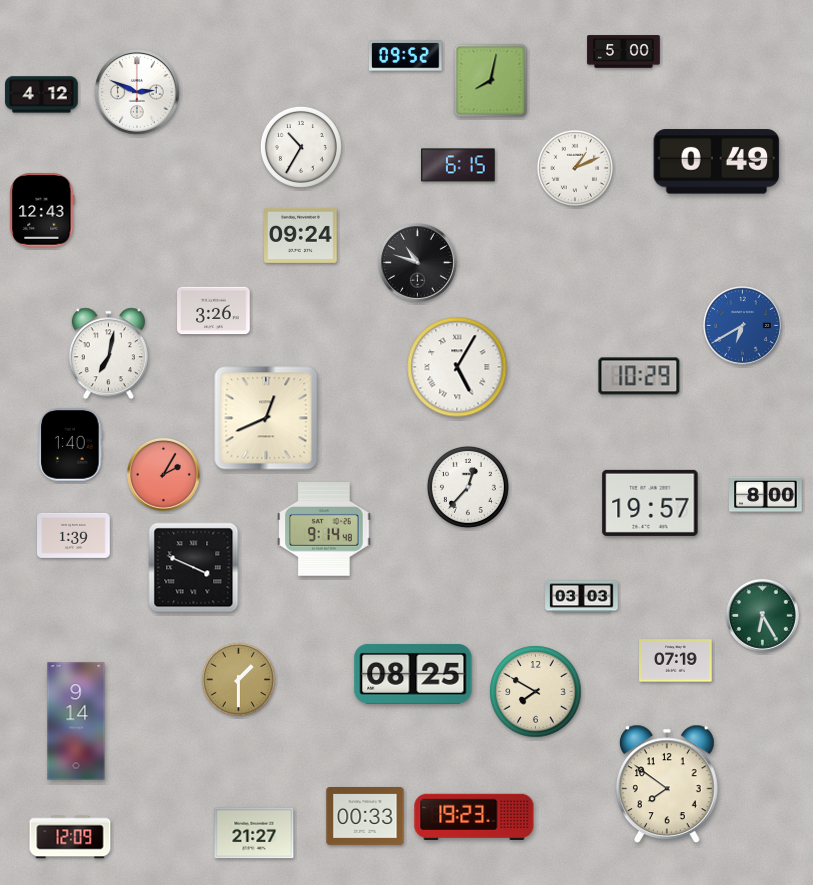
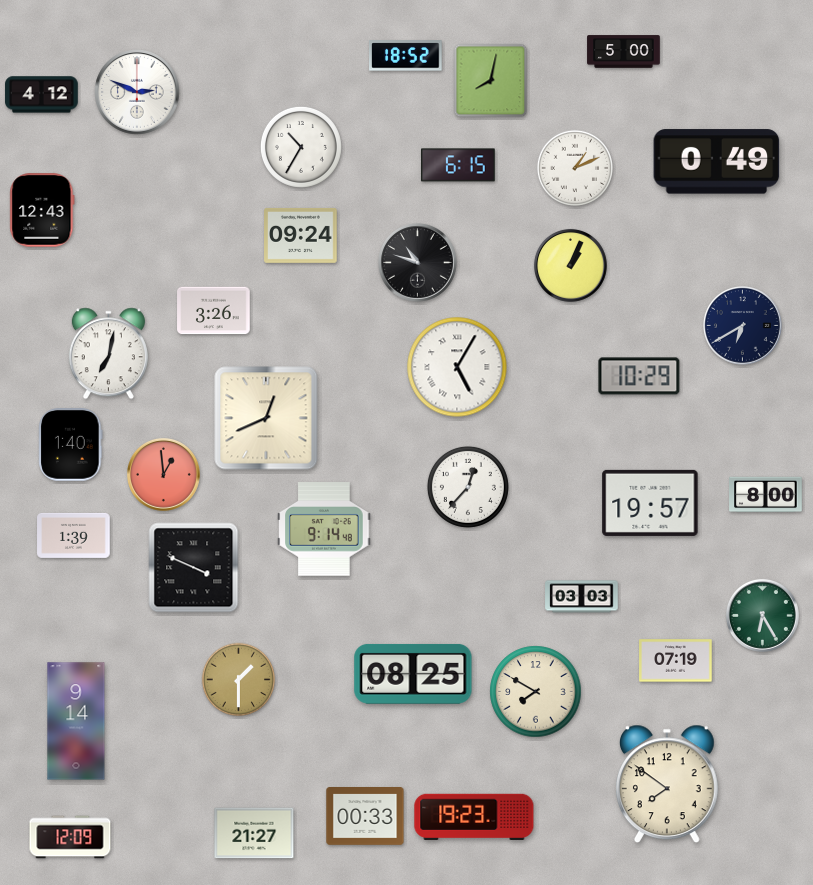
clock at (406, 56): 09:52 -> 18:52
clock at (570, 265): none -> 1:04
clock at (743, 326) dial: blue -> navy
clock at (163, 474): 2:05 -> 12:59
